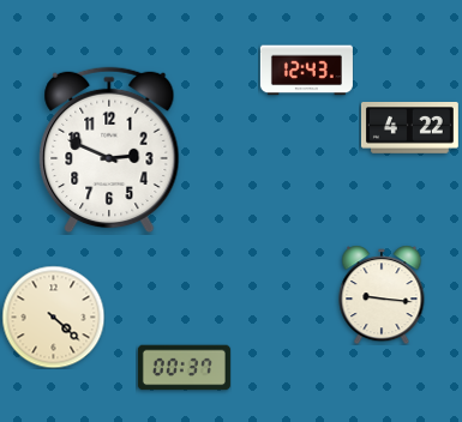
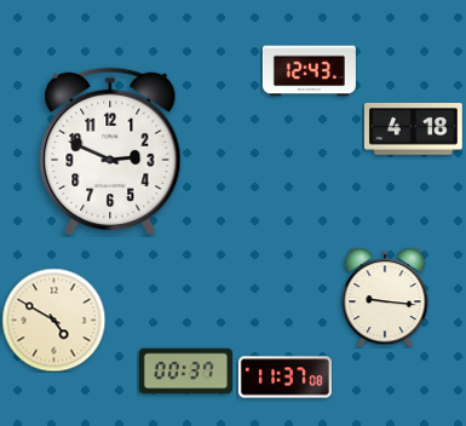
clock at (409, 128): 4:22 -> 4:18
clock at (53, 316): 4:22 -> 4:50
clock at (284, 378): none -> 11:37
